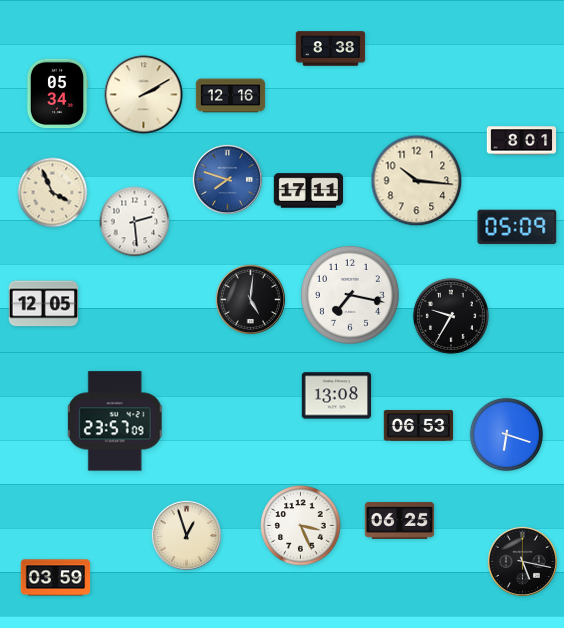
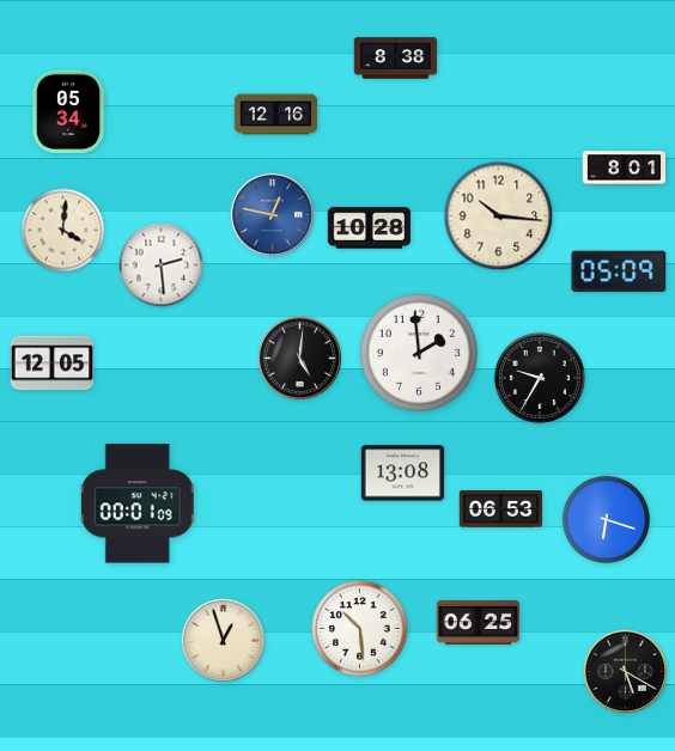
clock at (144, 95): 2:10 -> none
clock at (227, 179): 7:48 -> 12:47
clock at (309, 191): 17:11 -> 10:28
clock at (53, 193): 3:56 -> 4:01
clock at (350, 295): 7:17 -> 1:59
clock at (115, 421): 23:57 -> 00:01
clock at (301, 526): 3:26 -> 10:29
clock at (522, 561): 5:17 -> 5:20
clock at (56, 578): 03:59 -> none
